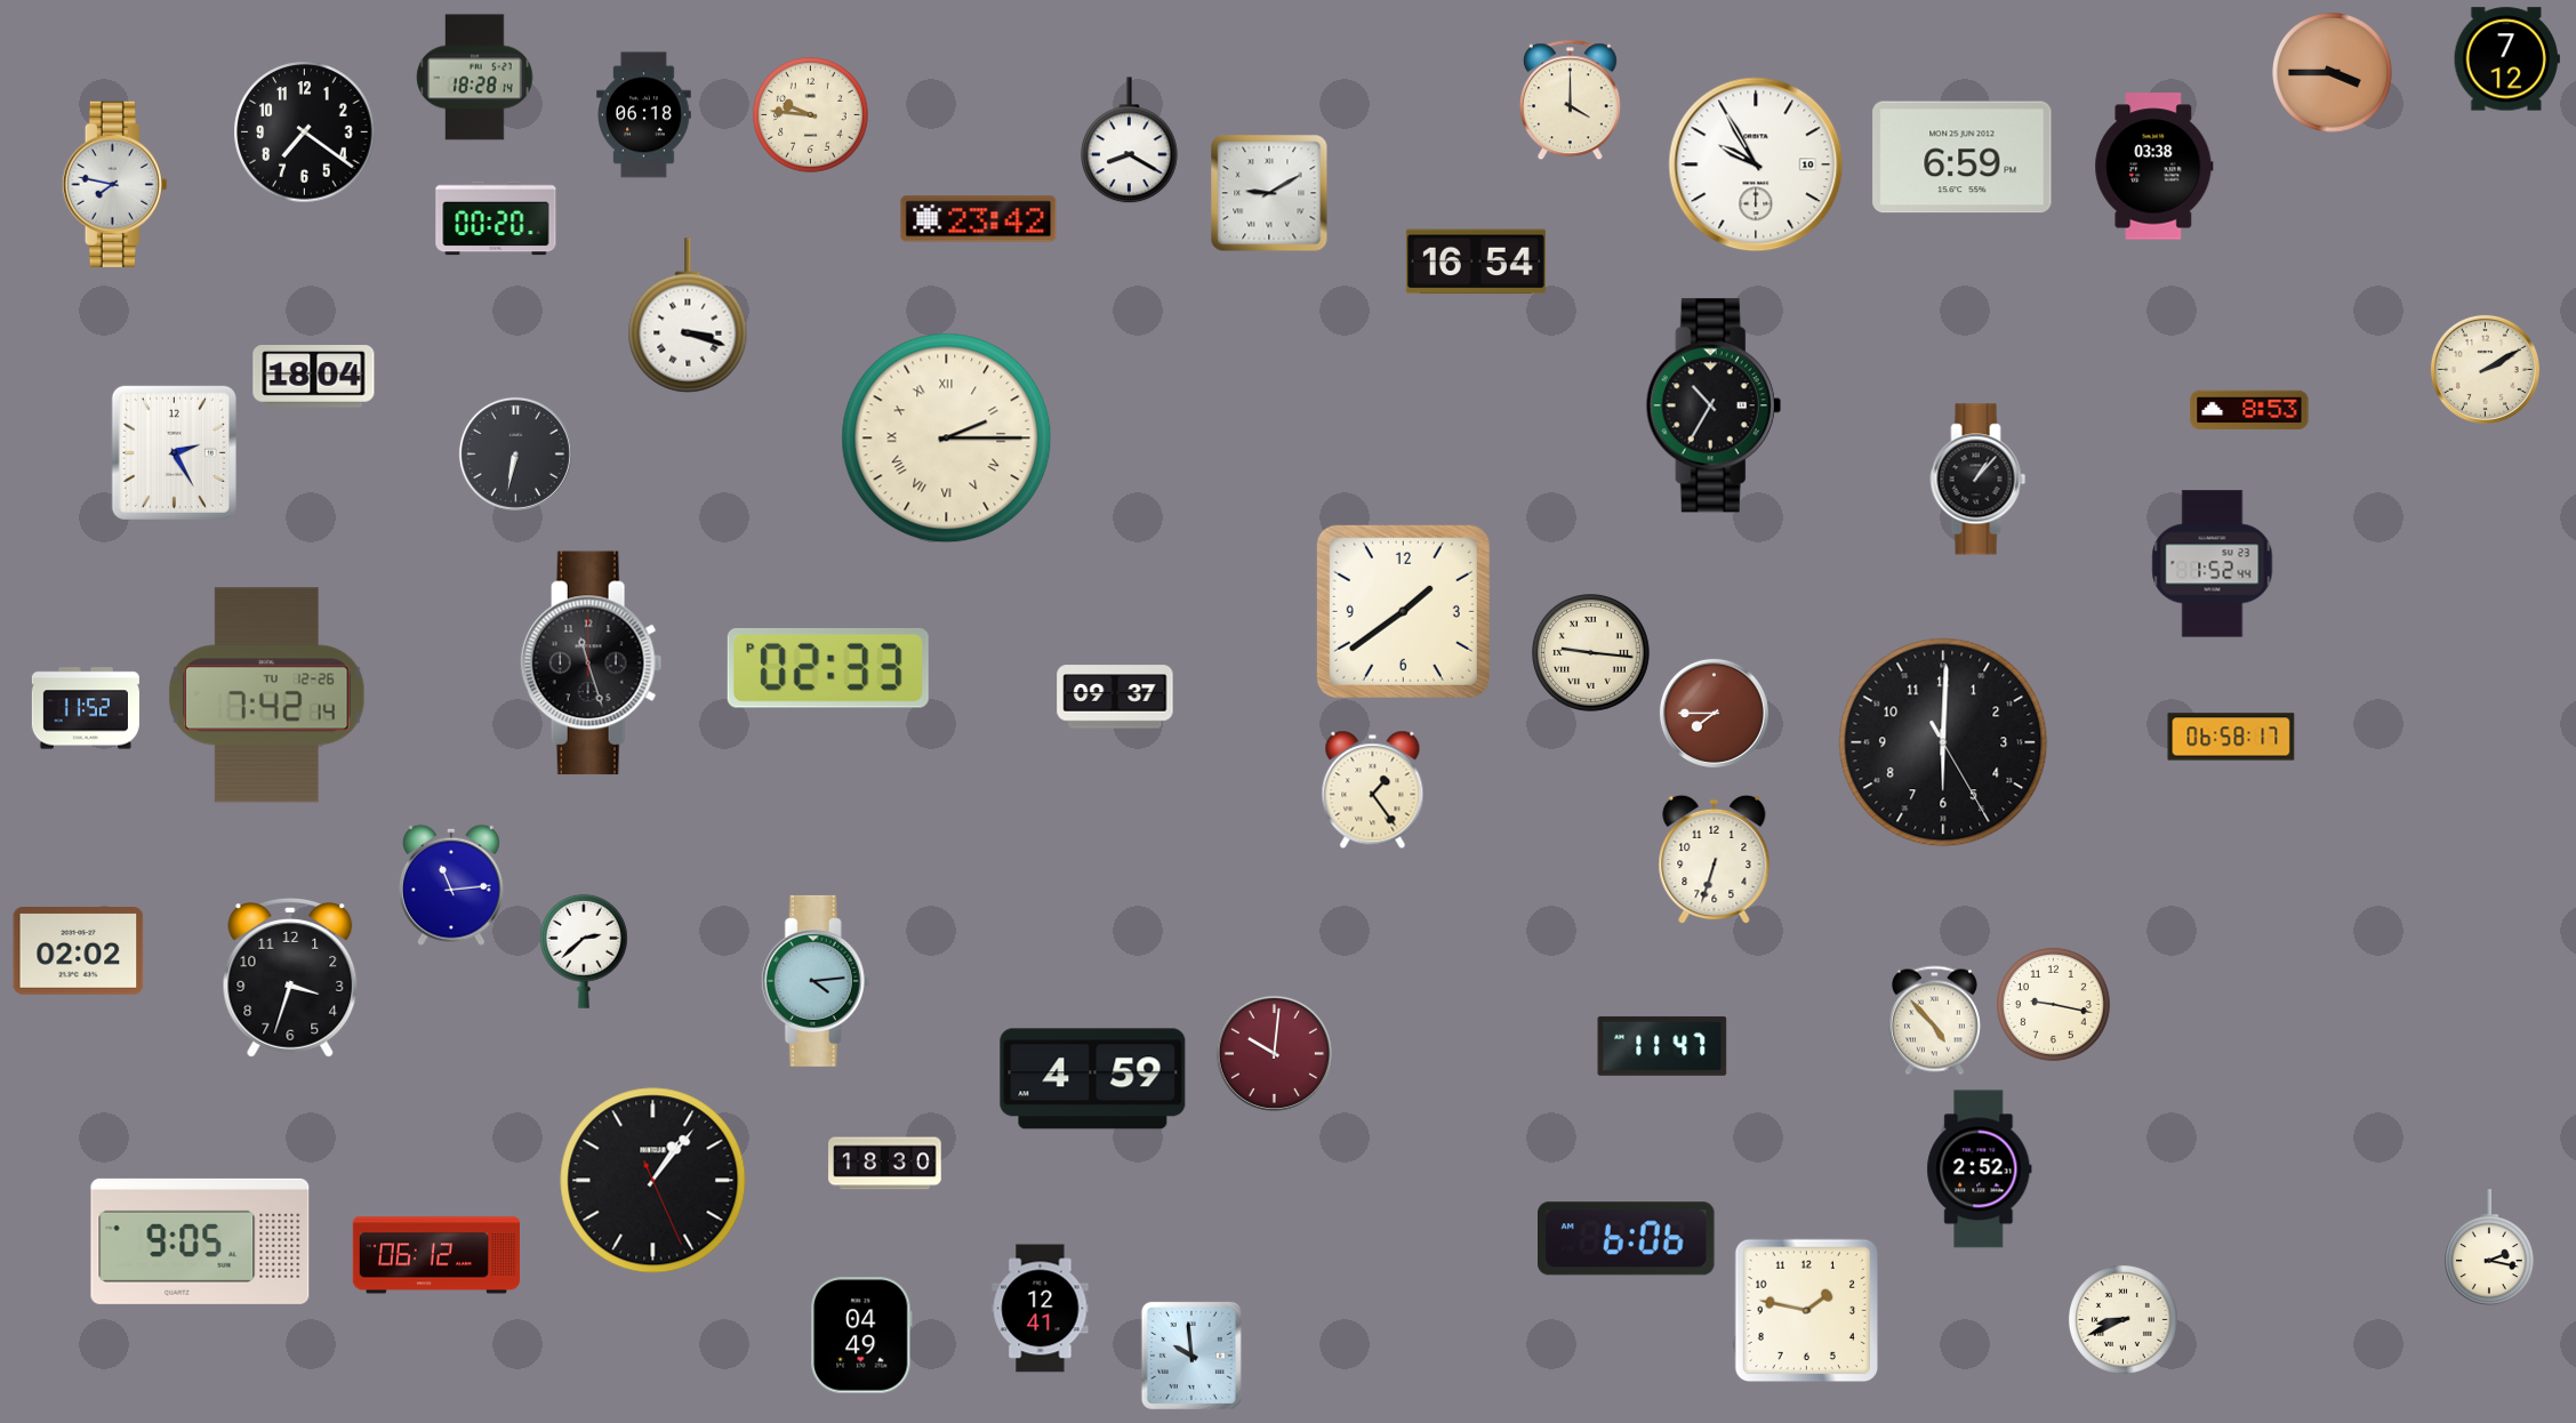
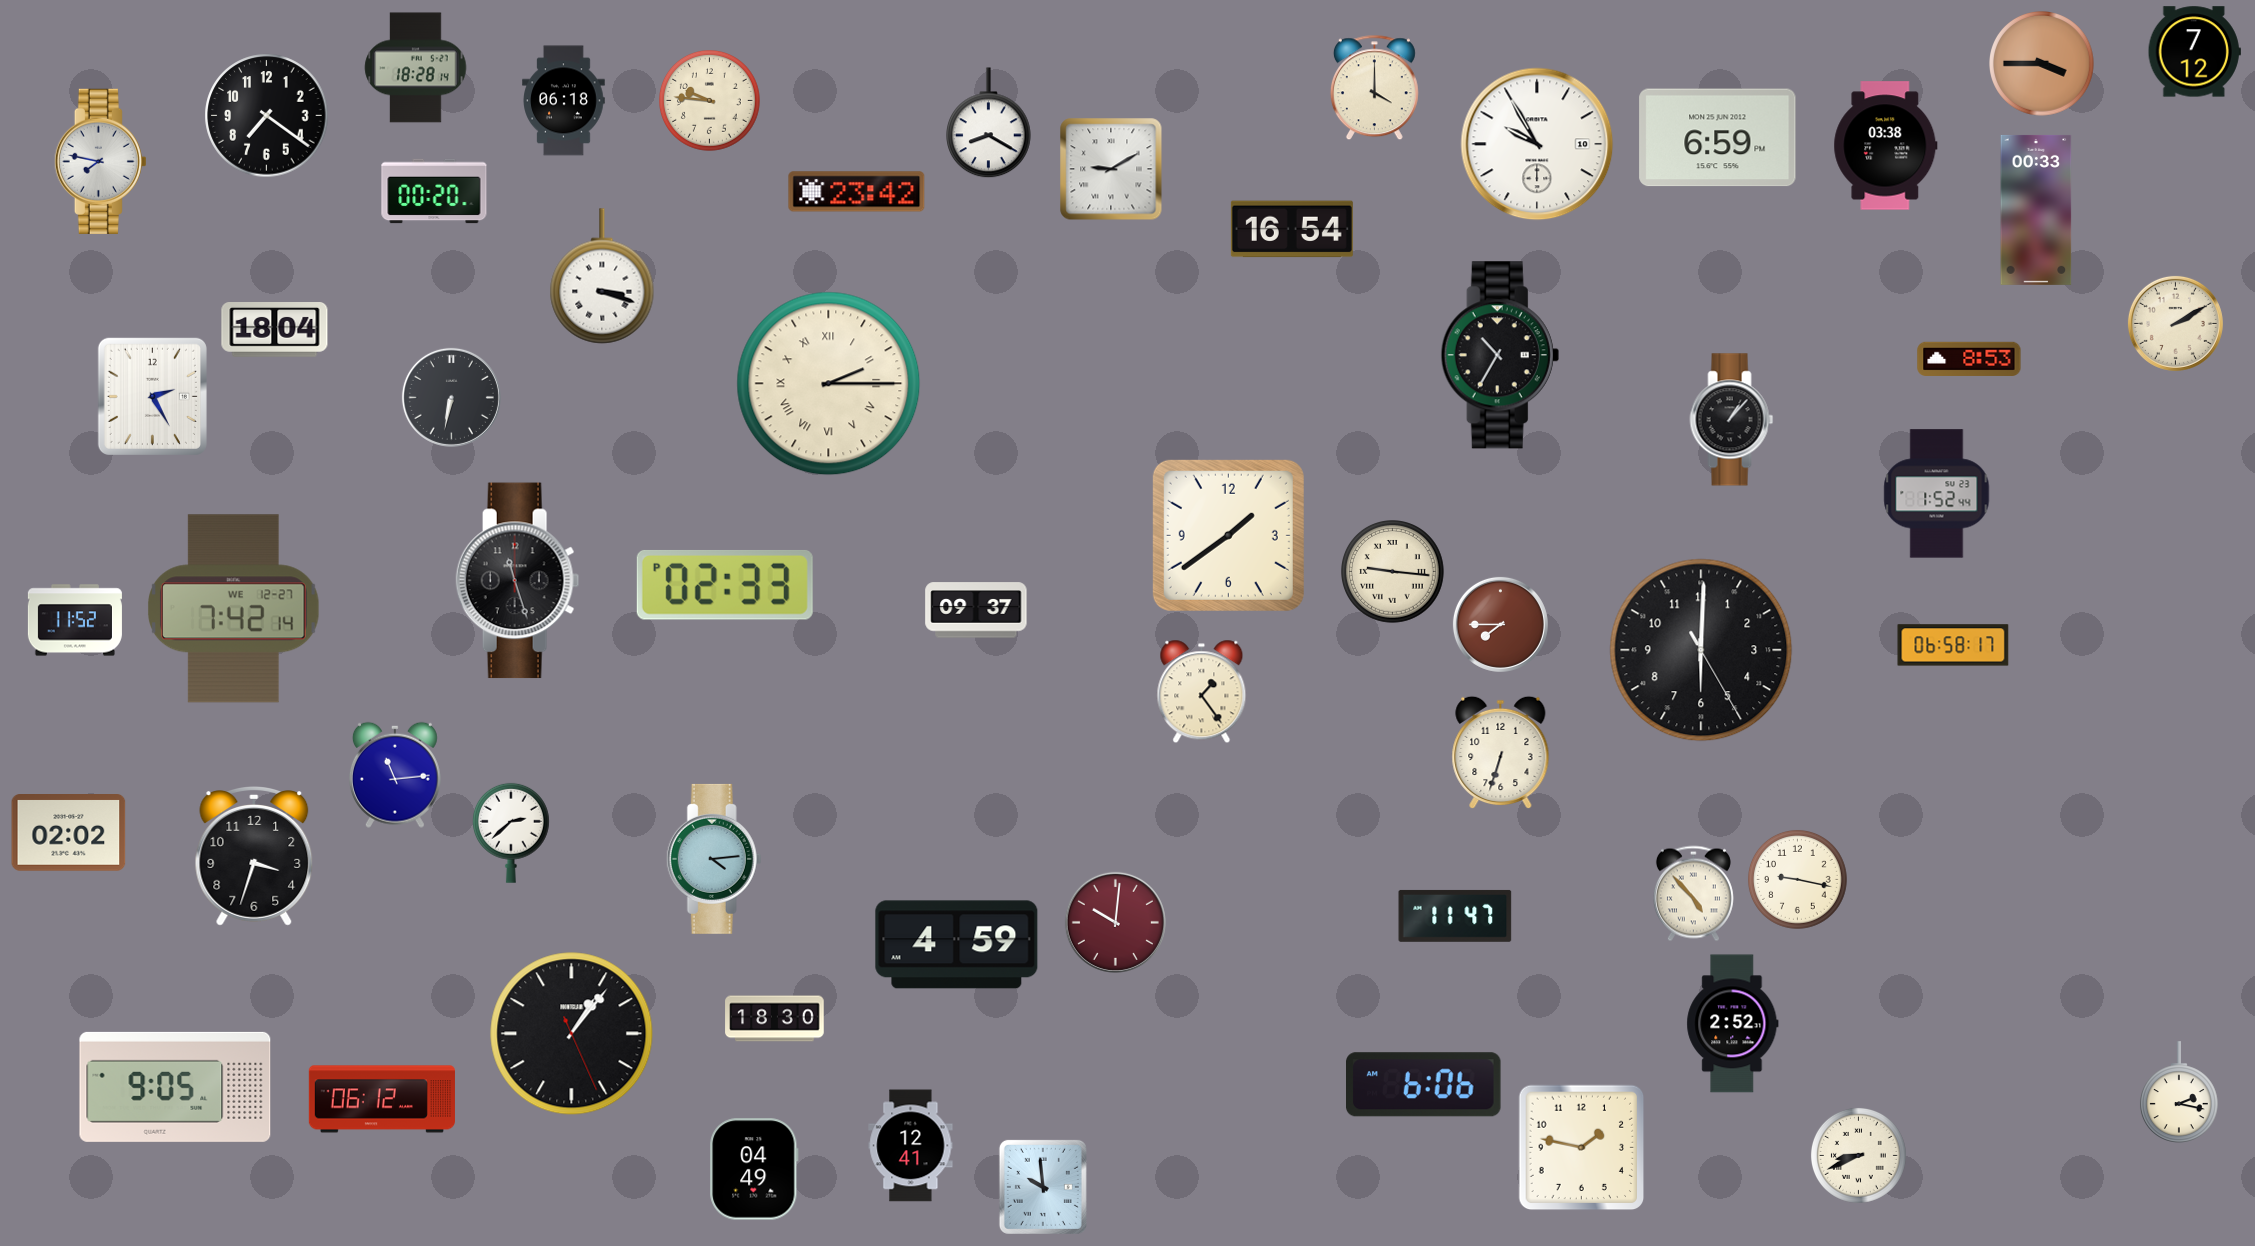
clock at (2036, 210): none -> 00:33
clock at (267, 696) date: TU 12-26 -> WE 12-27
